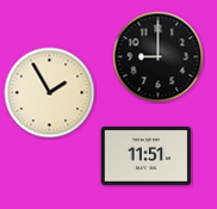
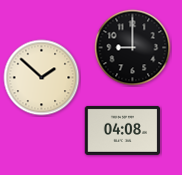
clock at (50, 93): 1:55 -> 1:52
clock at (147, 155): 11:51 -> 04:08
